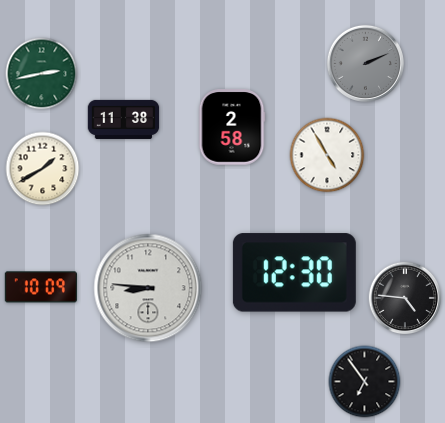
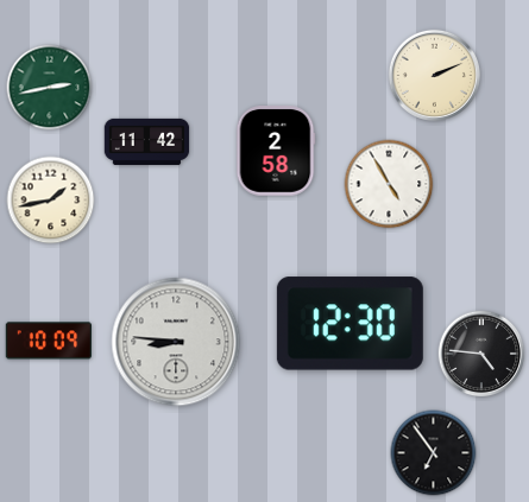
clock at (365, 63) dial: grey -> cream
clock at (124, 119): 11:38 -> 11:42
clock at (43, 169): 1:40 -> 1:43
